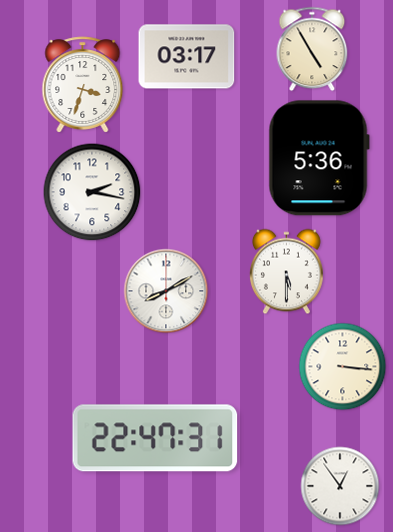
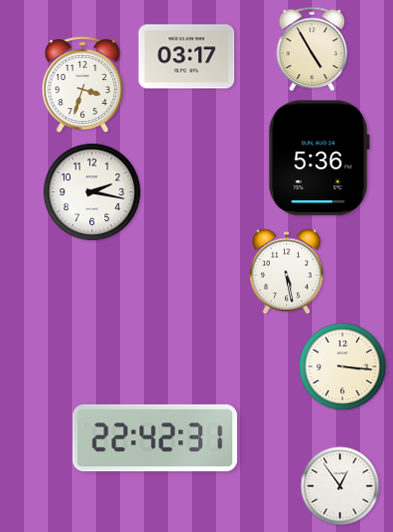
clock at (286, 272): 5:30 -> 5:28
clock at (166, 291): 8:10 -> none
clock at (155, 438): 22:47 -> 22:42
